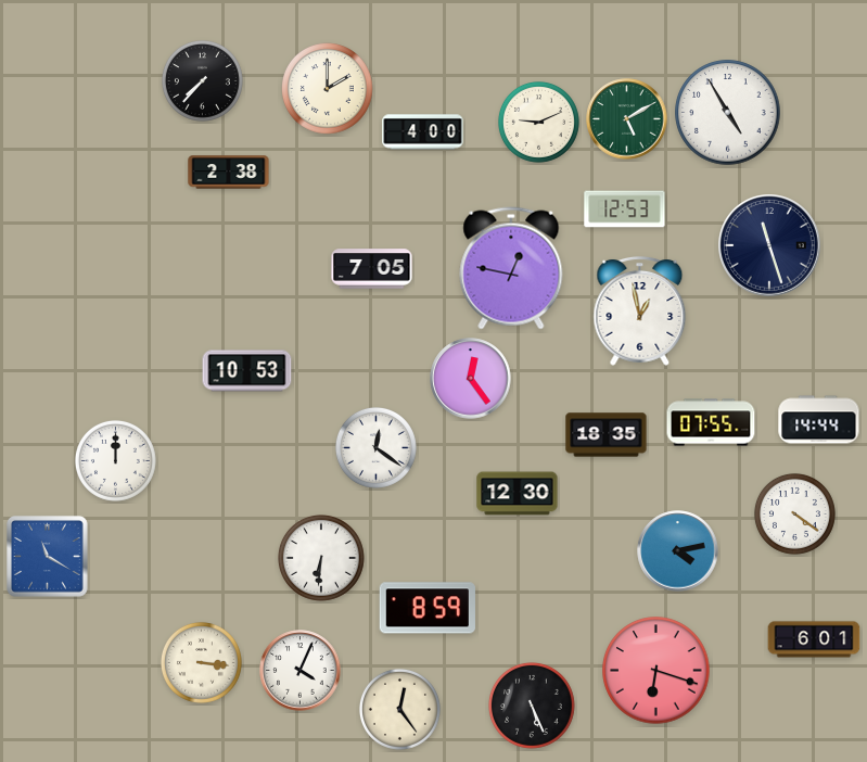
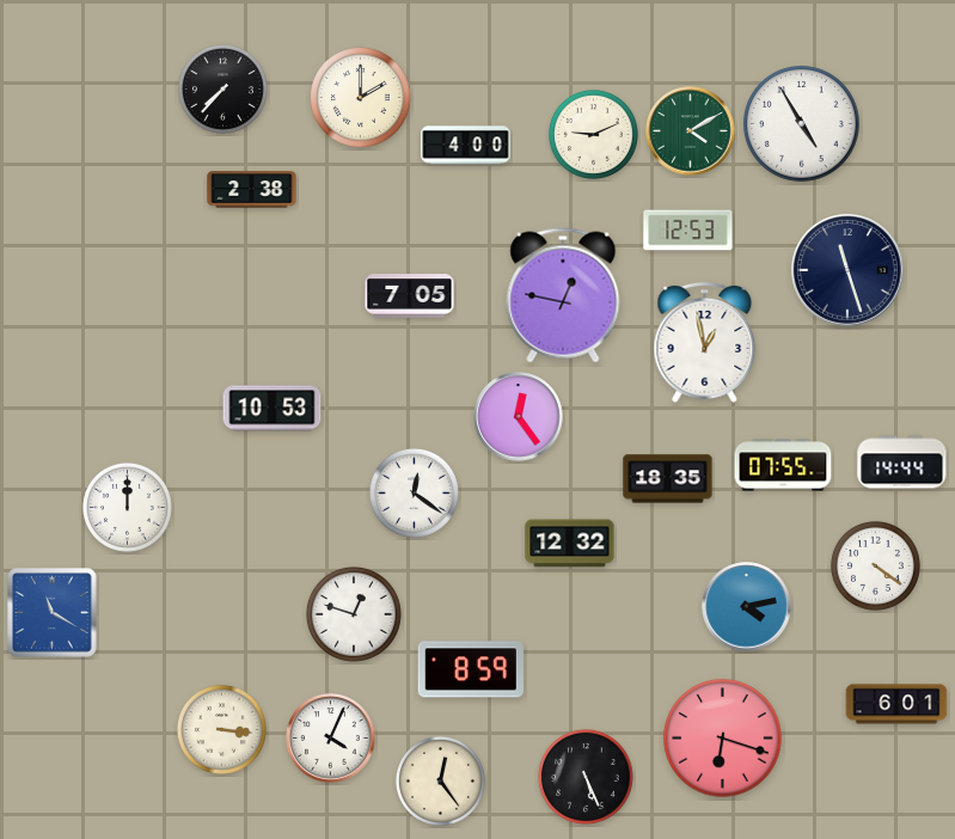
clock at (627, 119): 5:10 -> 4:10
clock at (518, 494): 12:30 -> 12:32
clock at (322, 559): 6:31 -> 12:48
